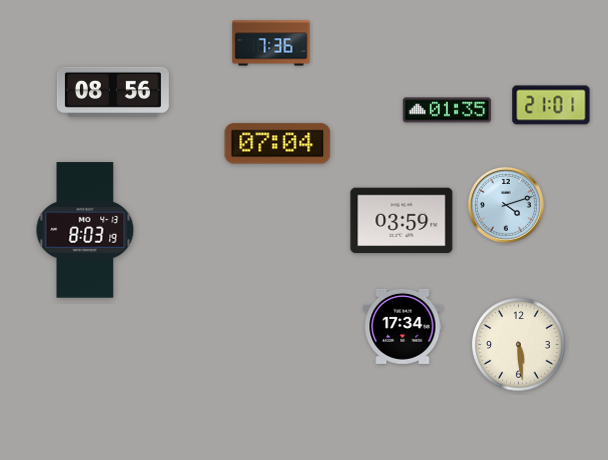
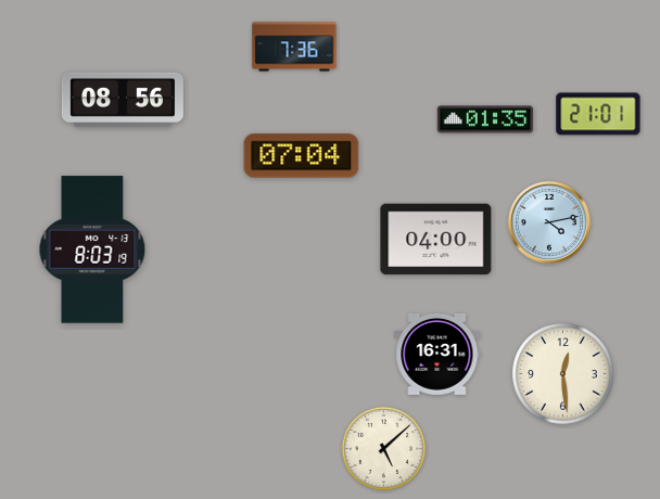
clock at (506, 205): 4:12 -> 4:13
clock at (402, 221): 03:59 -> 04:00
clock at (403, 326): 17:34 -> 16:31
clock at (519, 345): 5:29 -> 12:29
clock at (384, 449): none -> 5:08
